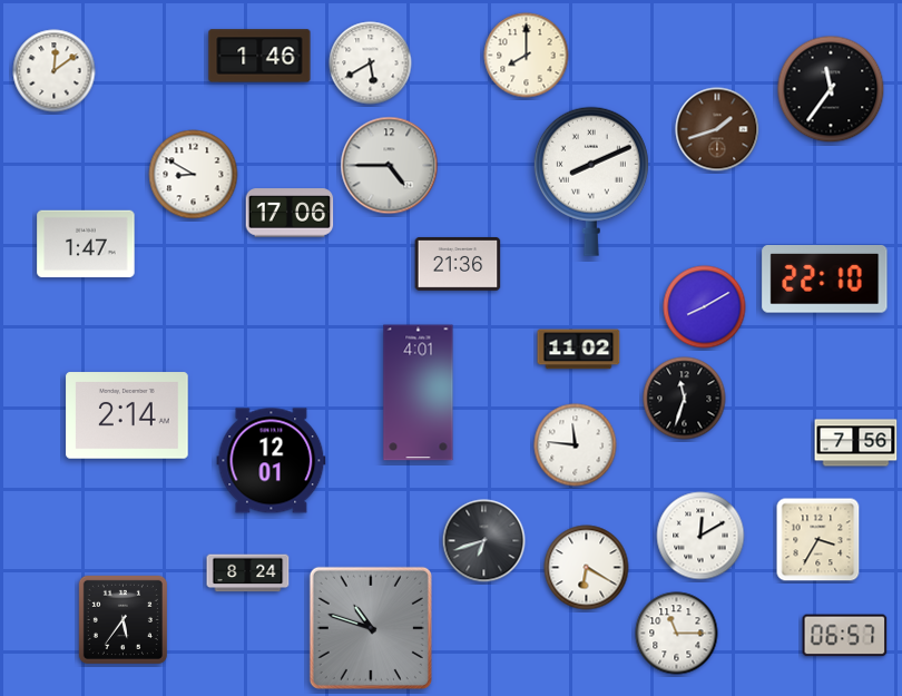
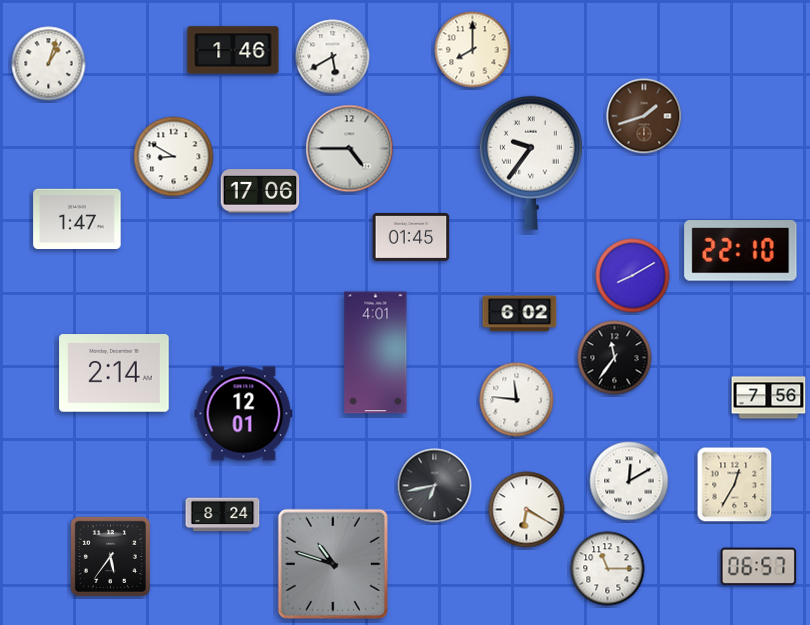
clock at (55, 71): 12:09 -> 1:03
clock at (831, 89): 11:36 -> none
clock at (591, 182): 8:11 -> 9:36
clock at (458, 264): 21:36 -> 01:45
clock at (579, 350): 11:02 -> 6:02
clock at (685, 399): 11:33 -> 11:36
clock at (818, 540): 3:35 -> 12:35
clock at (484, 541): 6:42 -> 6:43
clock at (845, 636) position: (845, 636) -> (759, 567)
